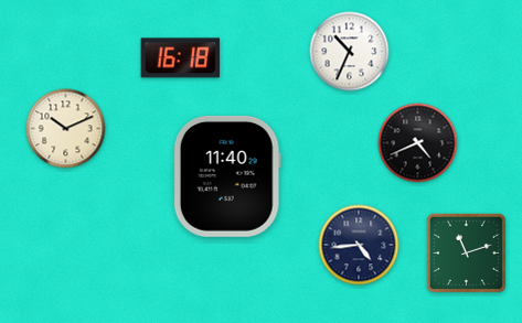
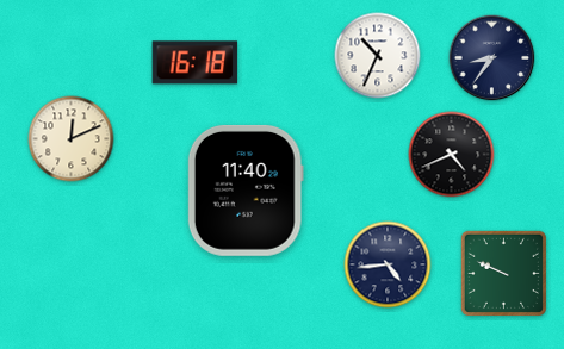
clock at (492, 58): none -> 8:36
clock at (66, 129): 10:11 -> 12:11
clock at (466, 252): 11:12 -> 9:49
